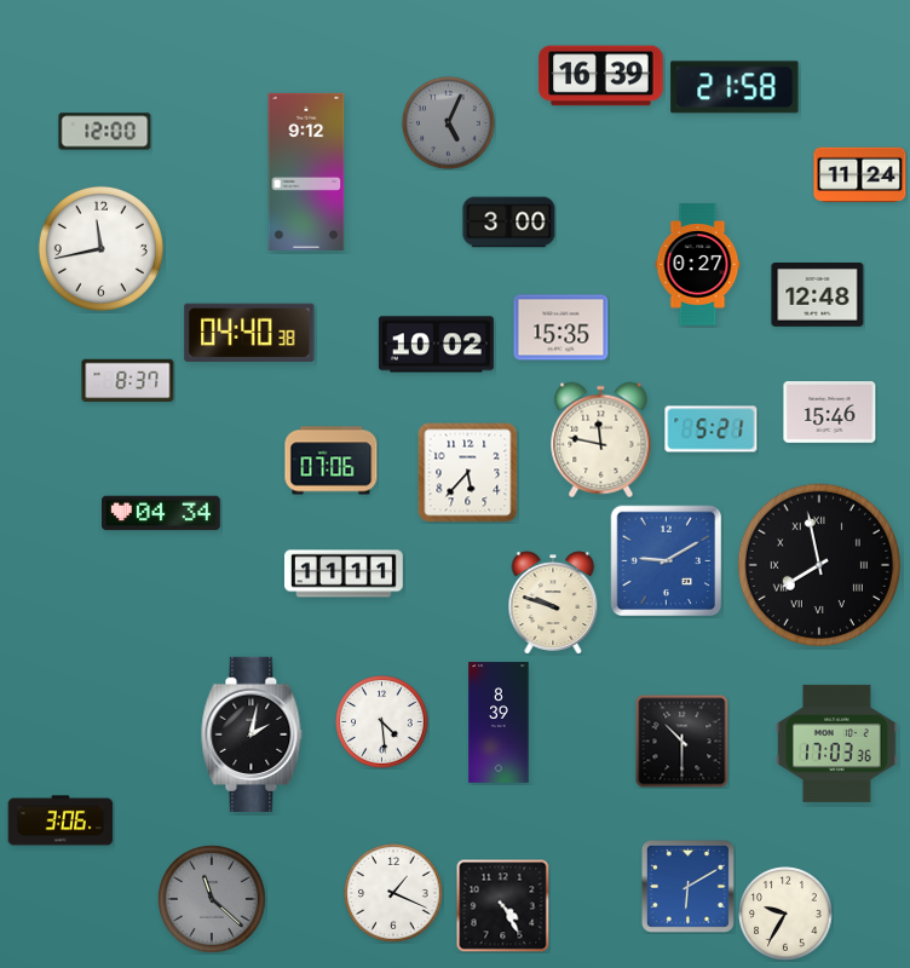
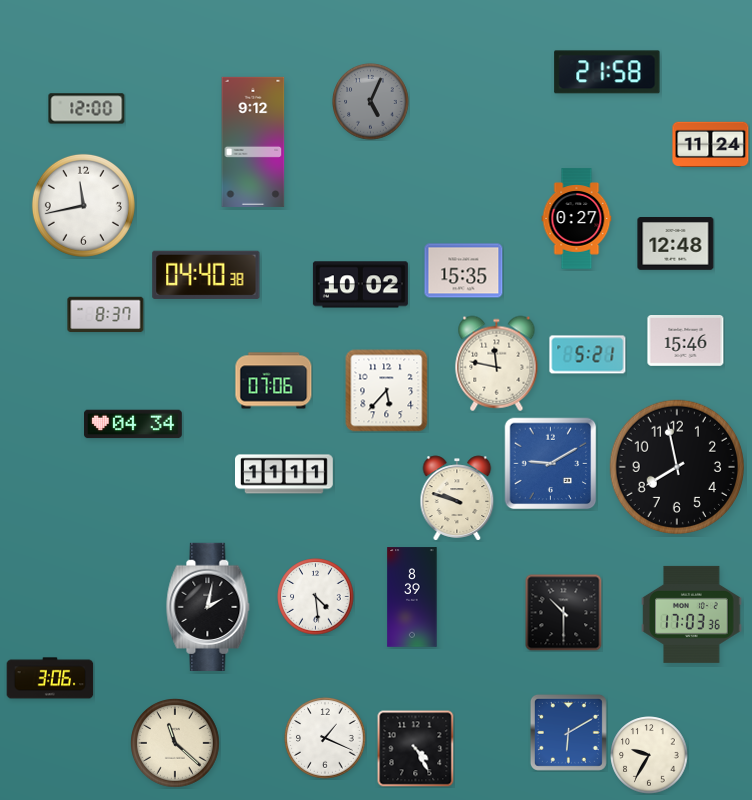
clock at (601, 76): 16:39 -> none
clock at (509, 223): 3:00 -> none
clock at (819, 565) numerals: Roman -> Arabic
clock at (213, 900) dial: grey -> cream
